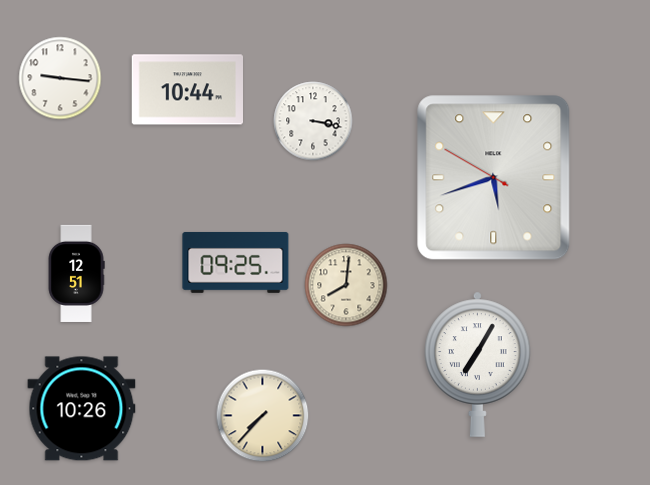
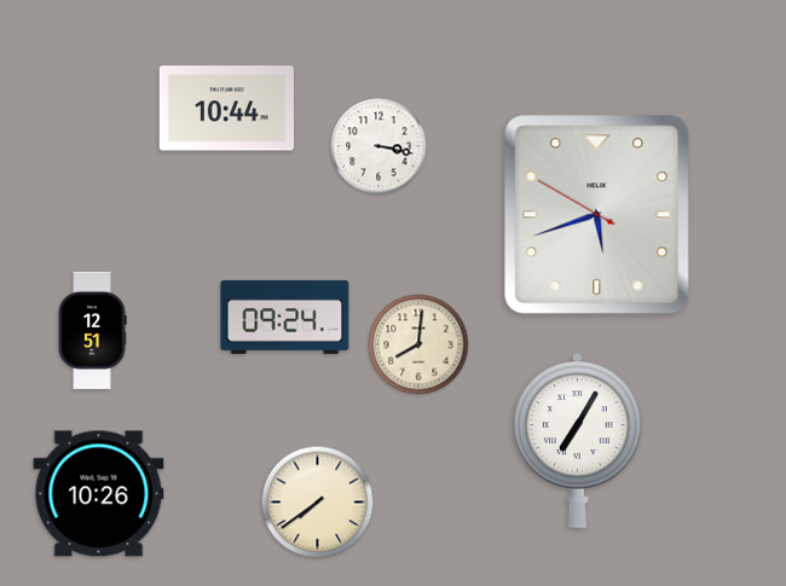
clock at (60, 78): 9:16 -> none
clock at (236, 262): 09:25 -> 09:24
clock at (263, 416): 7:37 -> 7:39
